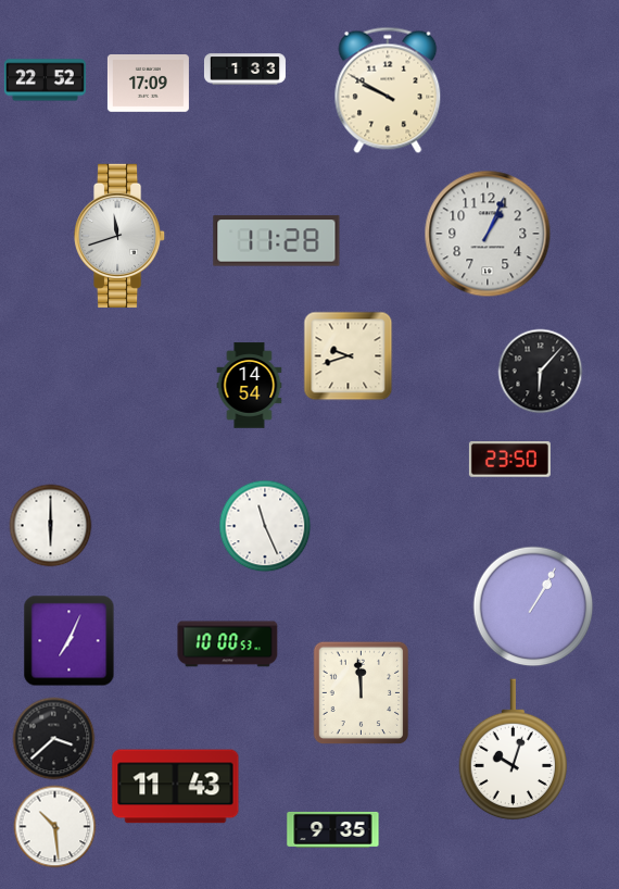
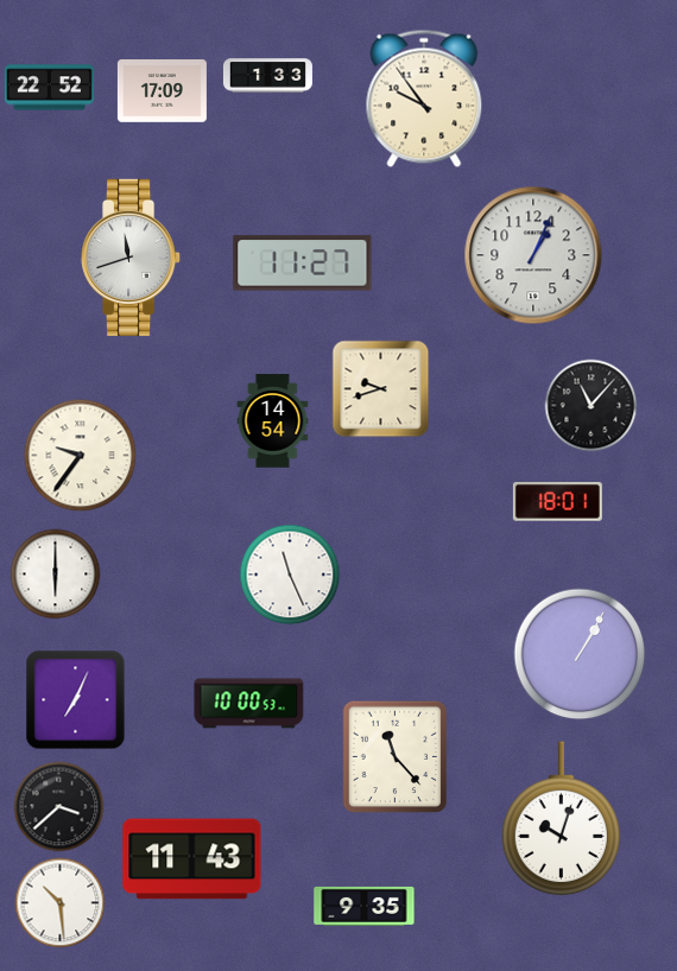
clock at (388, 90): 9:50 -> 9:54
clock at (277, 241): 11:28 -> 11:27
clock at (541, 372): 6:07 -> 11:07
clock at (81, 456): none -> 9:36
clock at (509, 460): 23:50 -> 18:01
clock at (533, 606) position: (533, 606) -> (580, 654)
clock at (362, 693): 11:59 -> 11:23
